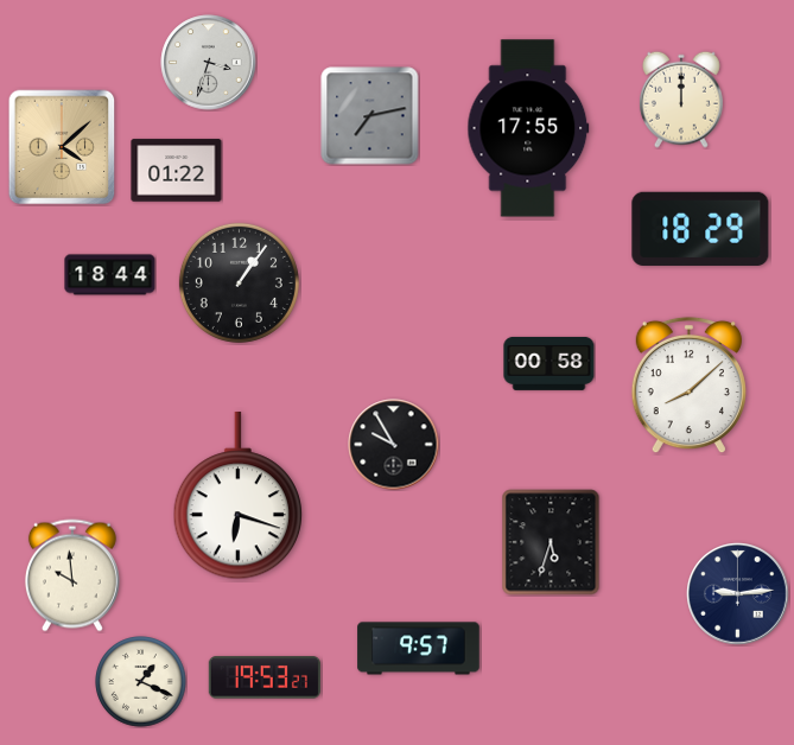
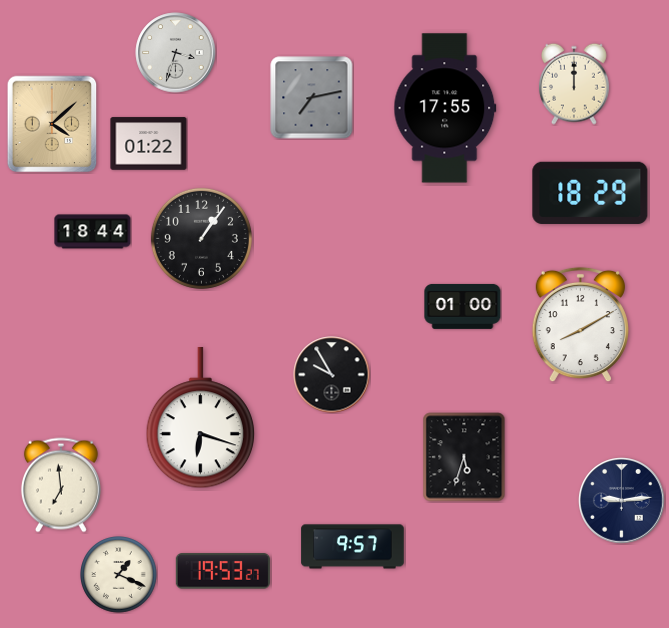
clock at (550, 363): 00:58 -> 01:00
clock at (688, 386): 8:08 -> 8:10
clock at (72, 575): 9:59 -> 6:59
